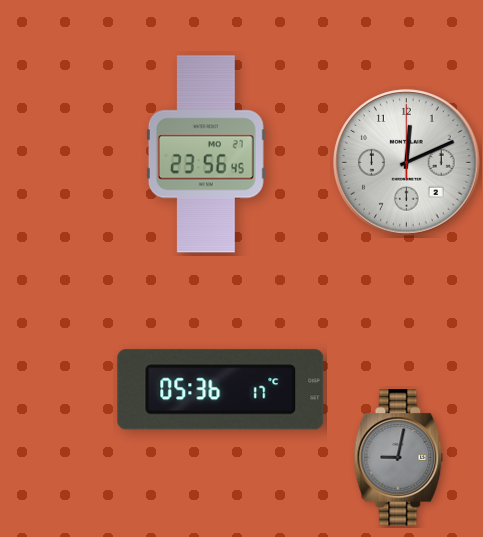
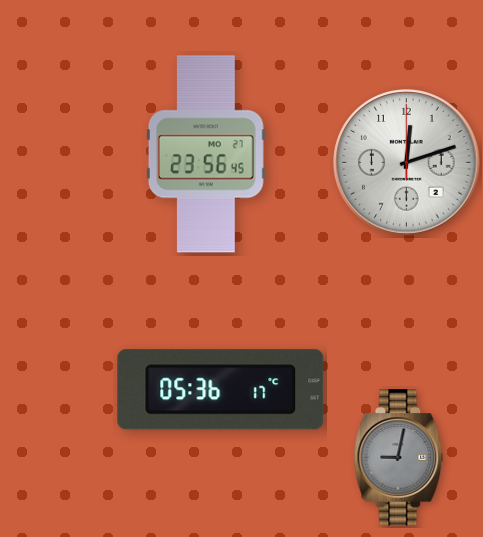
clock at (407, 163): 12:11 -> 12:12
